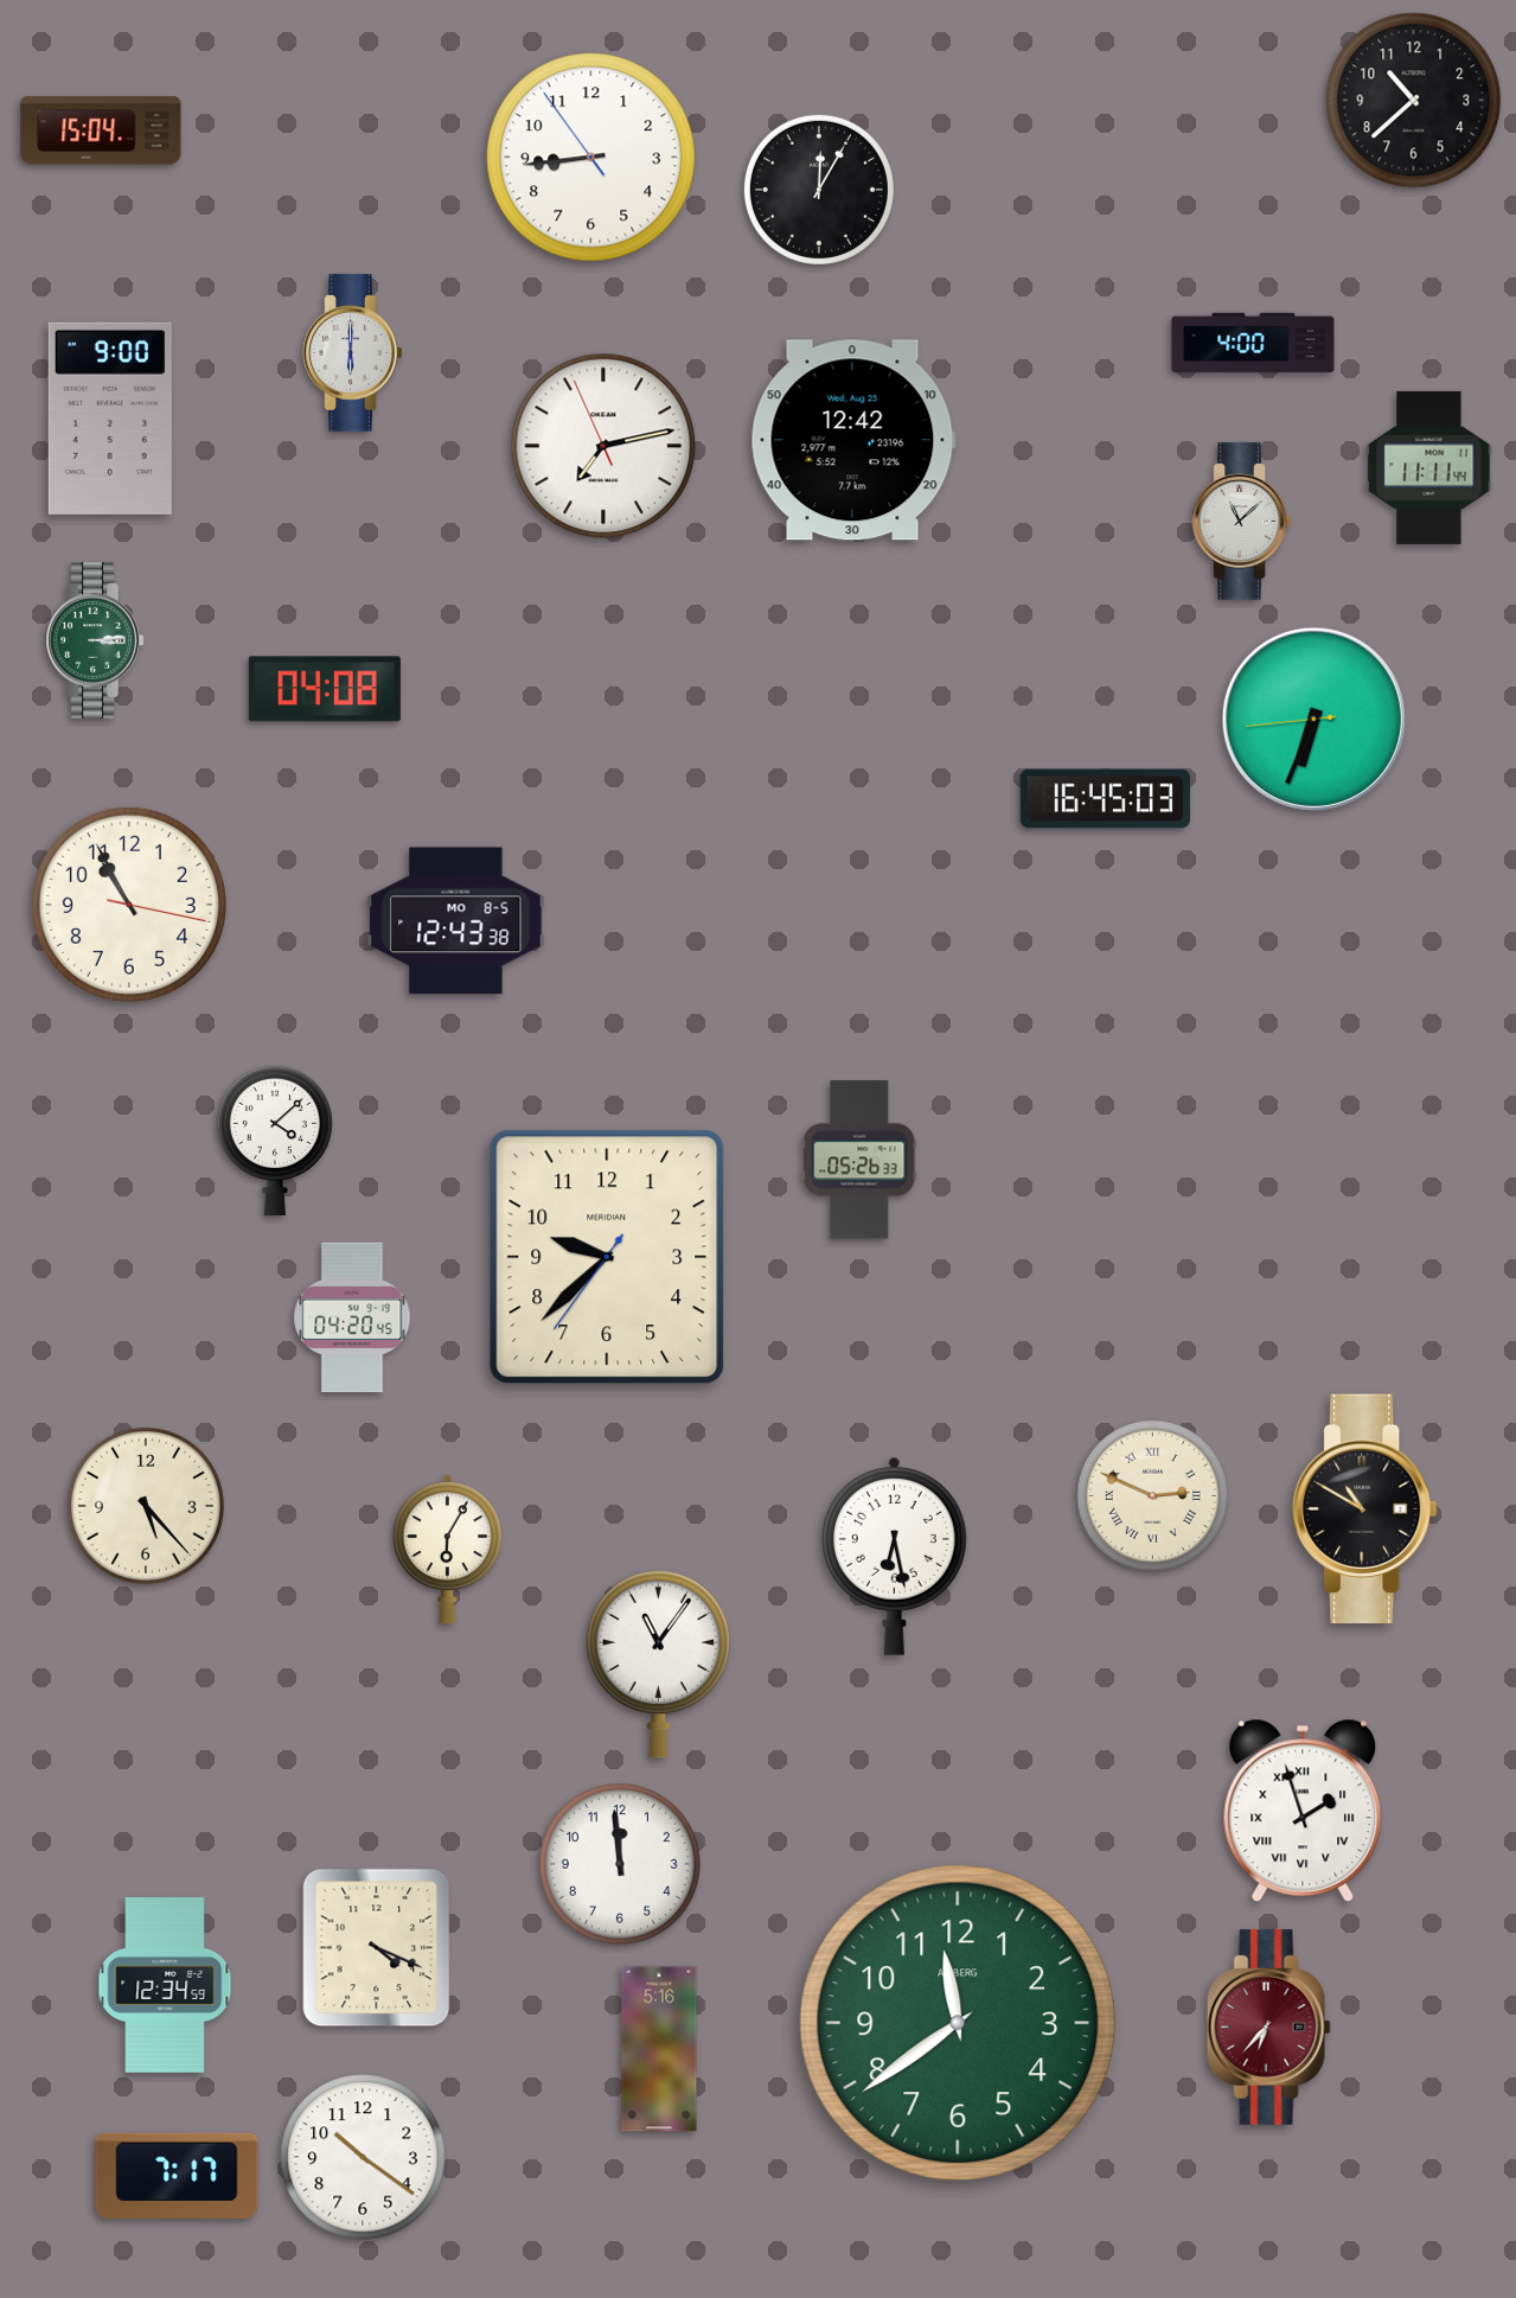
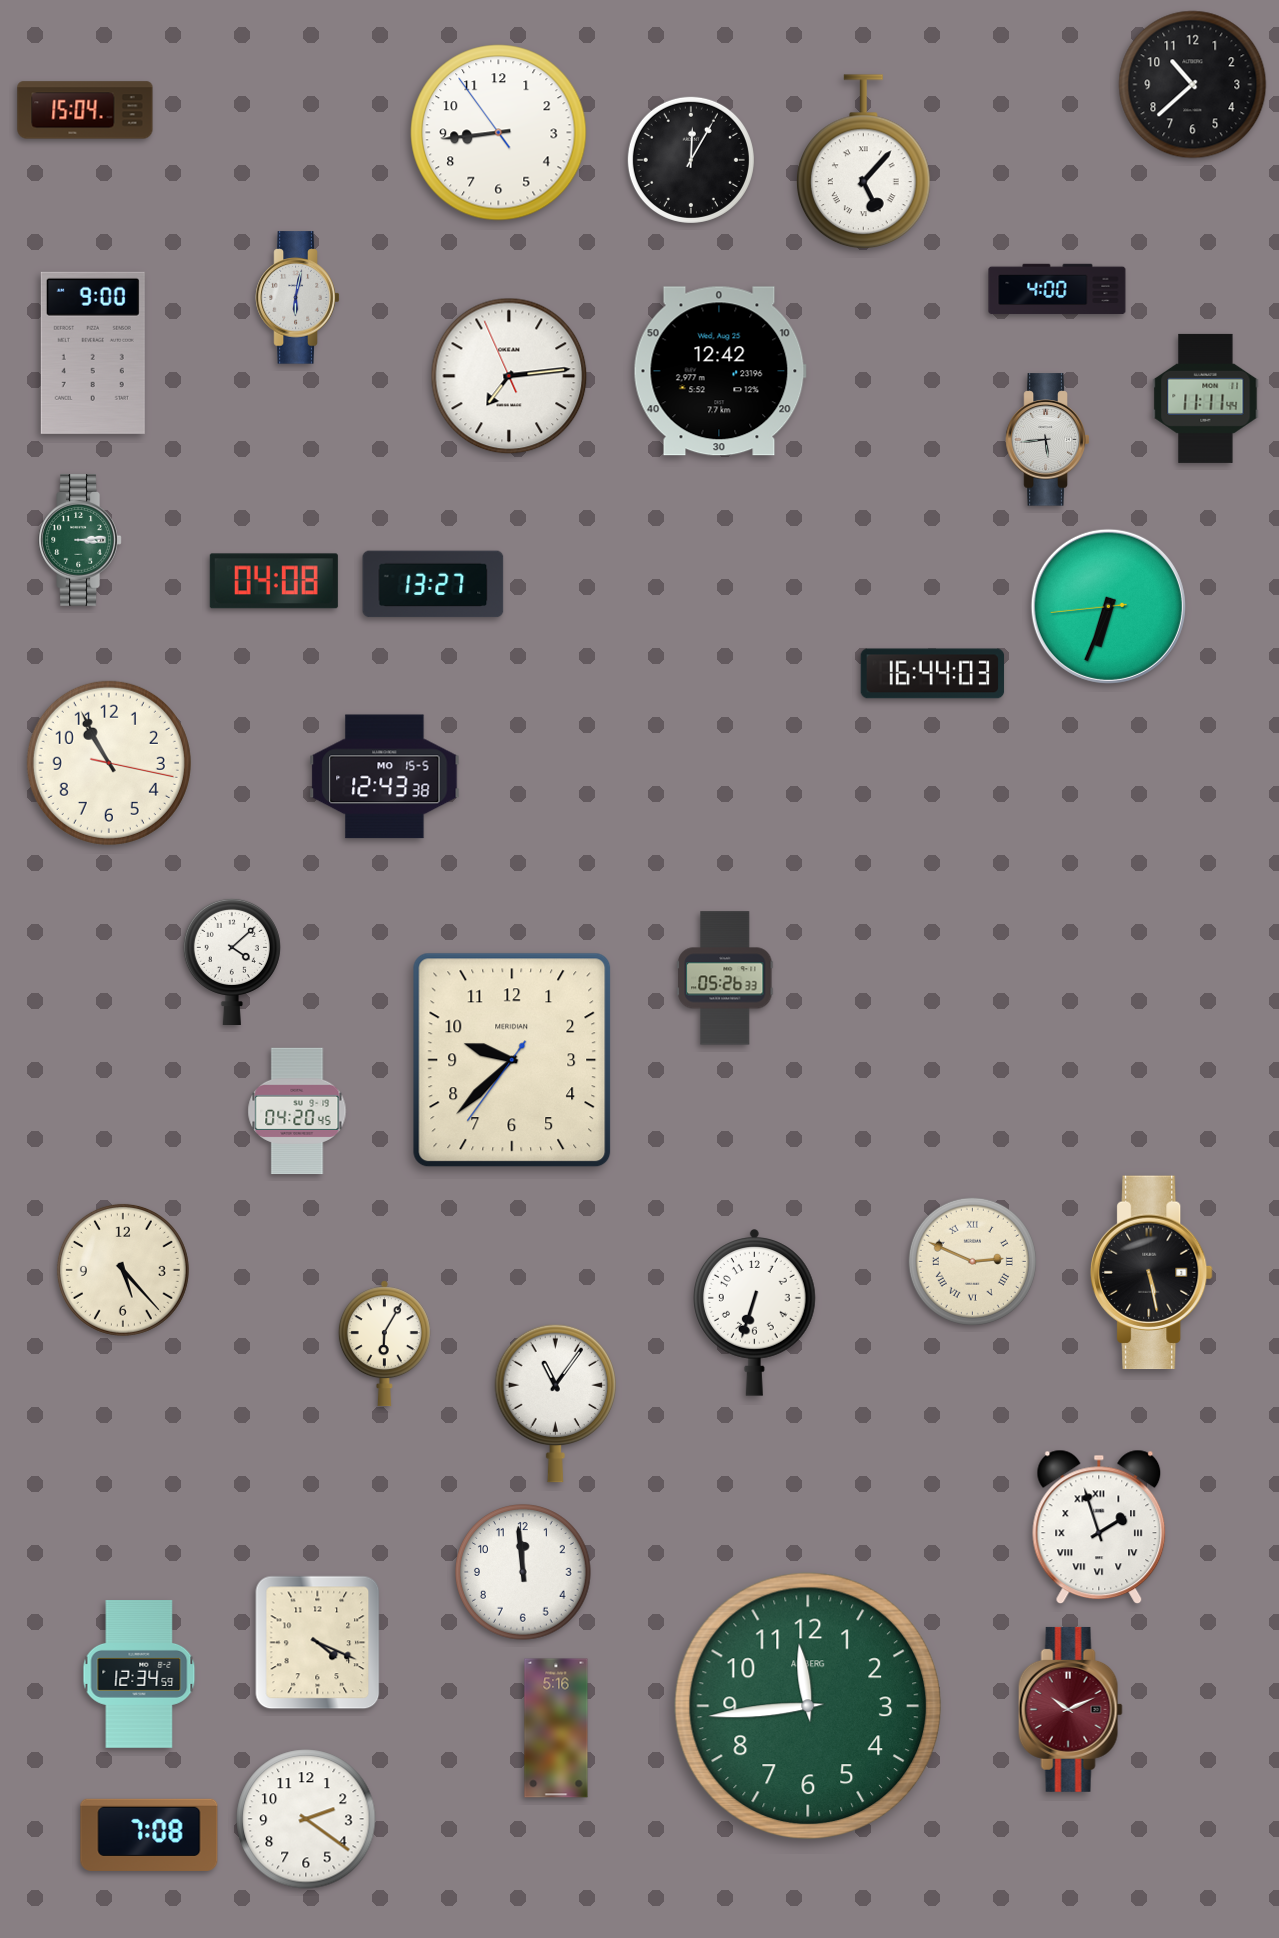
clock at (863, 162): none -> 5:07
clock at (353, 353): 6:00 -> 6:02
clock at (603, 446): 7:12 -> 7:13
clock at (1429, 467) position: (1429, 467) -> (1206, 398)
clock at (1242, 522): 11:08 -> 5:44
clock at (433, 584): none -> 13:27
clock at (1106, 799): 16:45 -> 16:44
clock at (456, 921) date: MO 8-5 -> MO 15-5
clock at (1365, 1509): 10:50 -> 5:28
clock at (447, 1550) position: (447, 1550) -> (384, 1344)
clock at (895, 1556): 6:28 -> 6:33
clock at (958, 2023): 11:39 -> 11:44
clock at (1268, 2026): 6:37 -> 10:11
clock at (363, 2157): 10:21 -> 2:21
clock at (177, 2176): 7:17 -> 7:08
